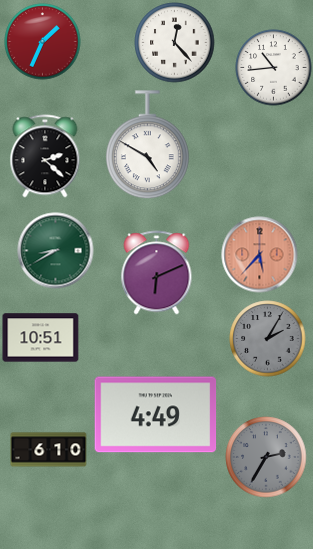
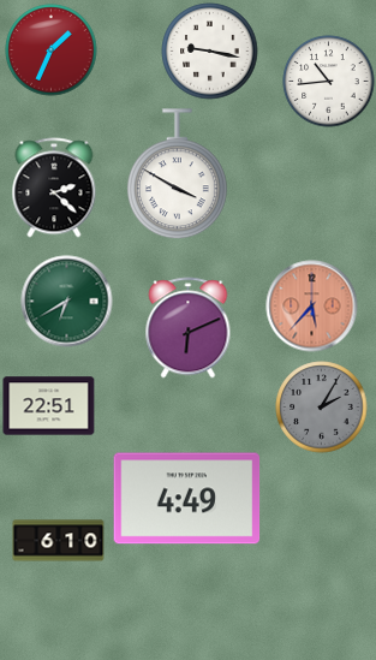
clock at (175, 43): 12:23 -> 9:17
clock at (147, 145): 4:50 -> 3:50
clock at (56, 251): 8:40 -> 6:40
clock at (41, 338): 10:51 -> 22:51
clock at (266, 457): 2:35 -> none
